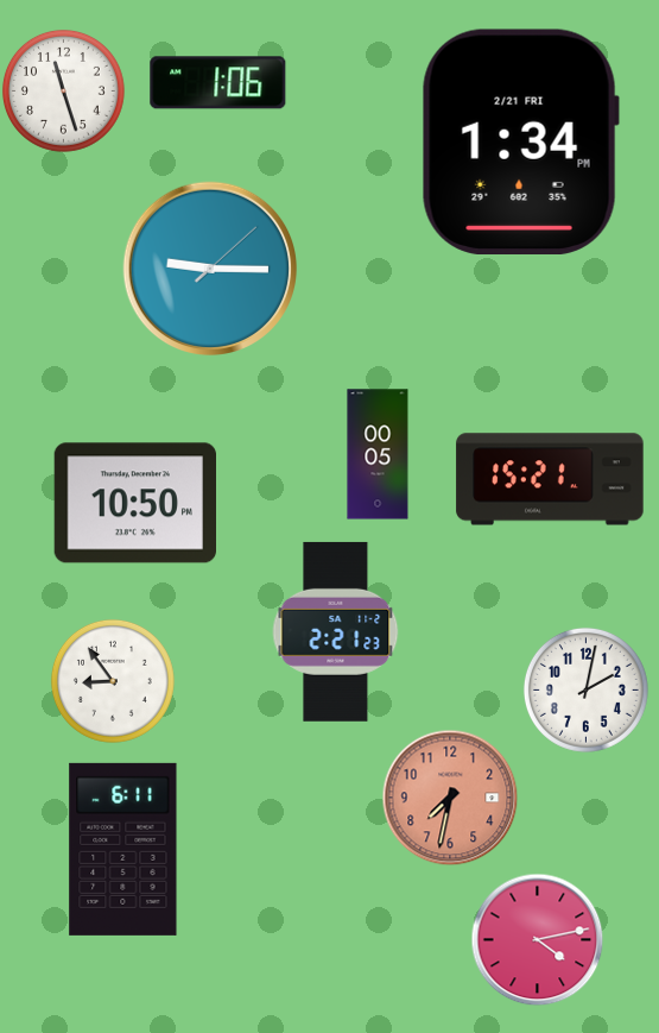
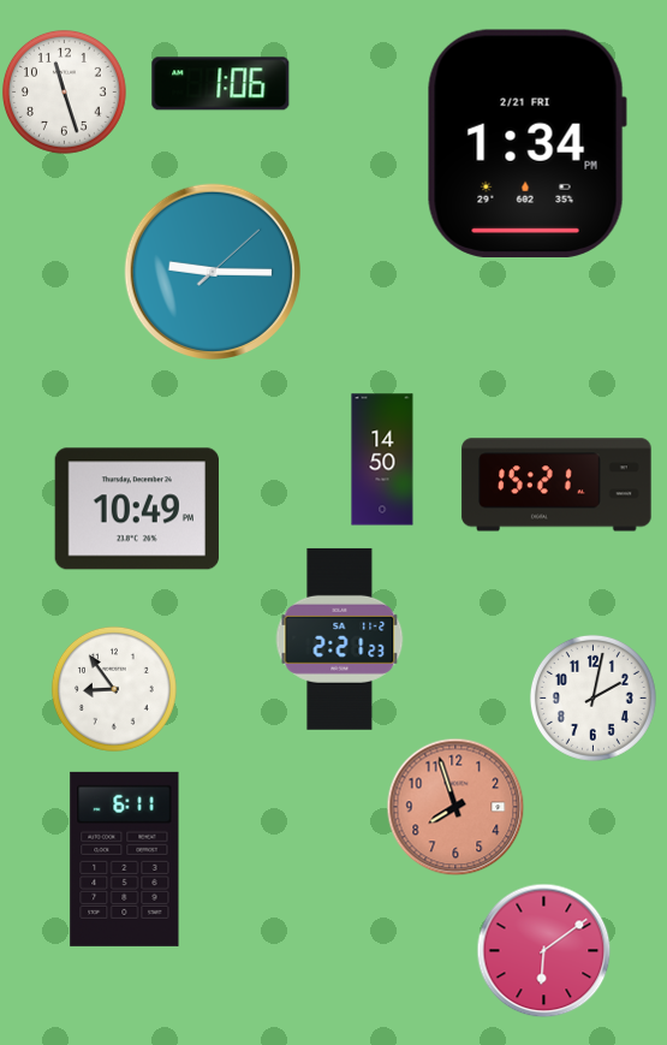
clock at (378, 454): 00:05 -> 14:50
clock at (134, 503): 10:50 -> 10:49
clock at (450, 798): 7:32 -> 7:57
clock at (537, 939): 4:13 -> 6:09
